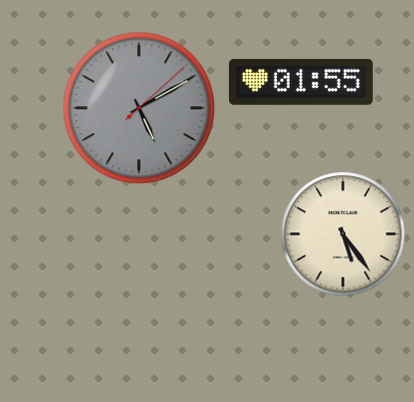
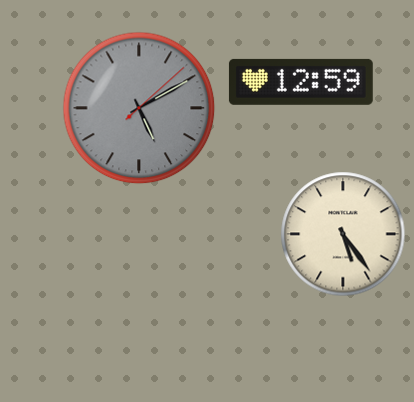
clock at (301, 82): 01:55 -> 12:59
